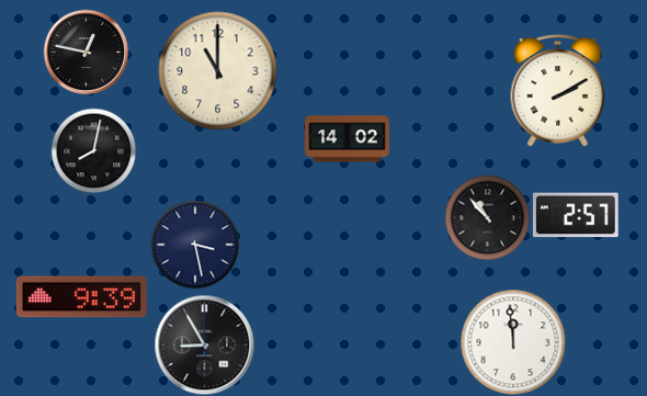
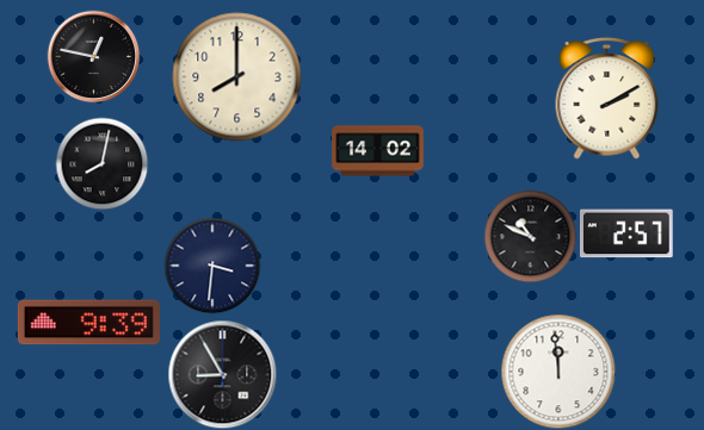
clock at (218, 71): 11:00 -> 8:00
clock at (487, 217): 10:53 -> 10:49
clock at (195, 245): 3:28 -> 3:31
